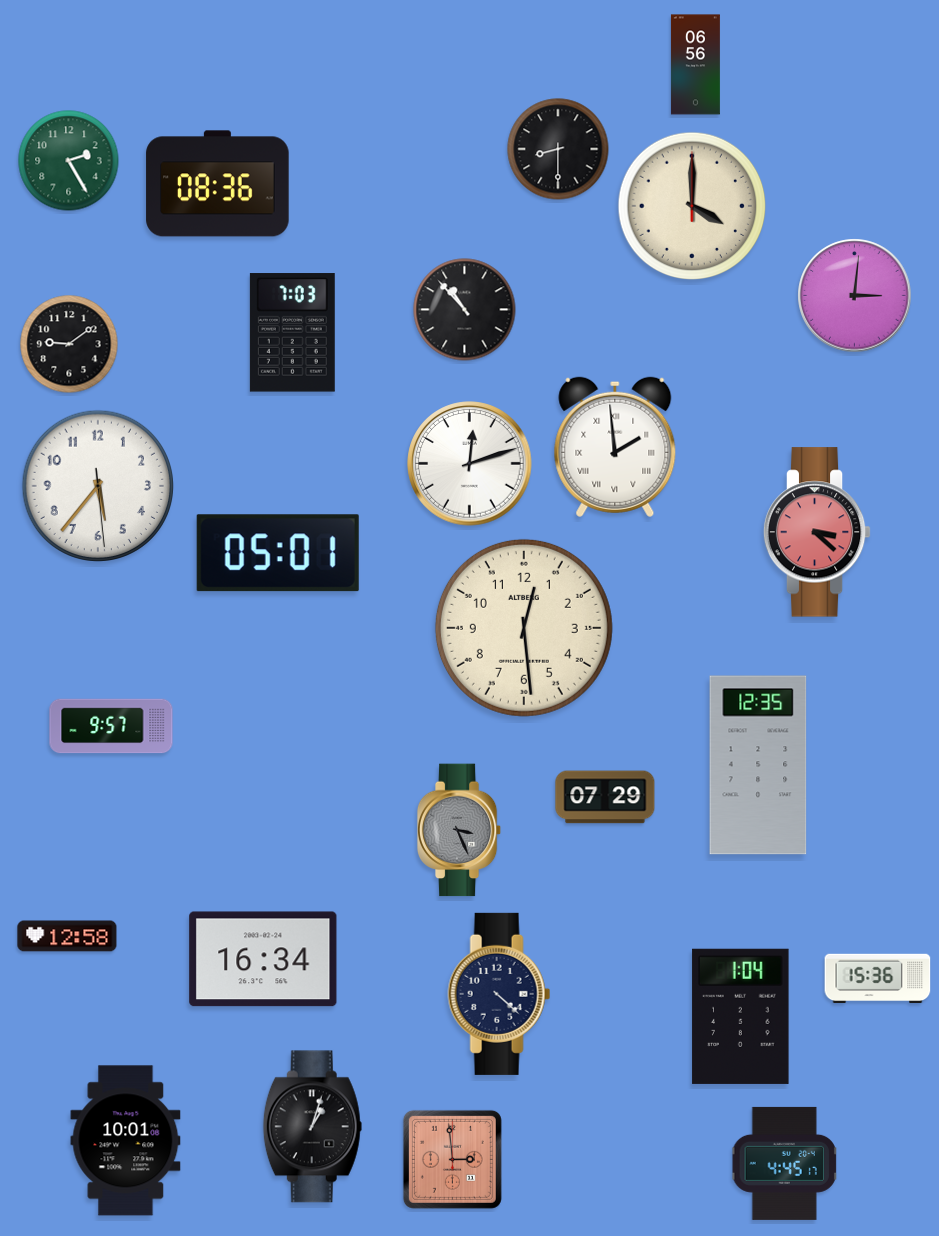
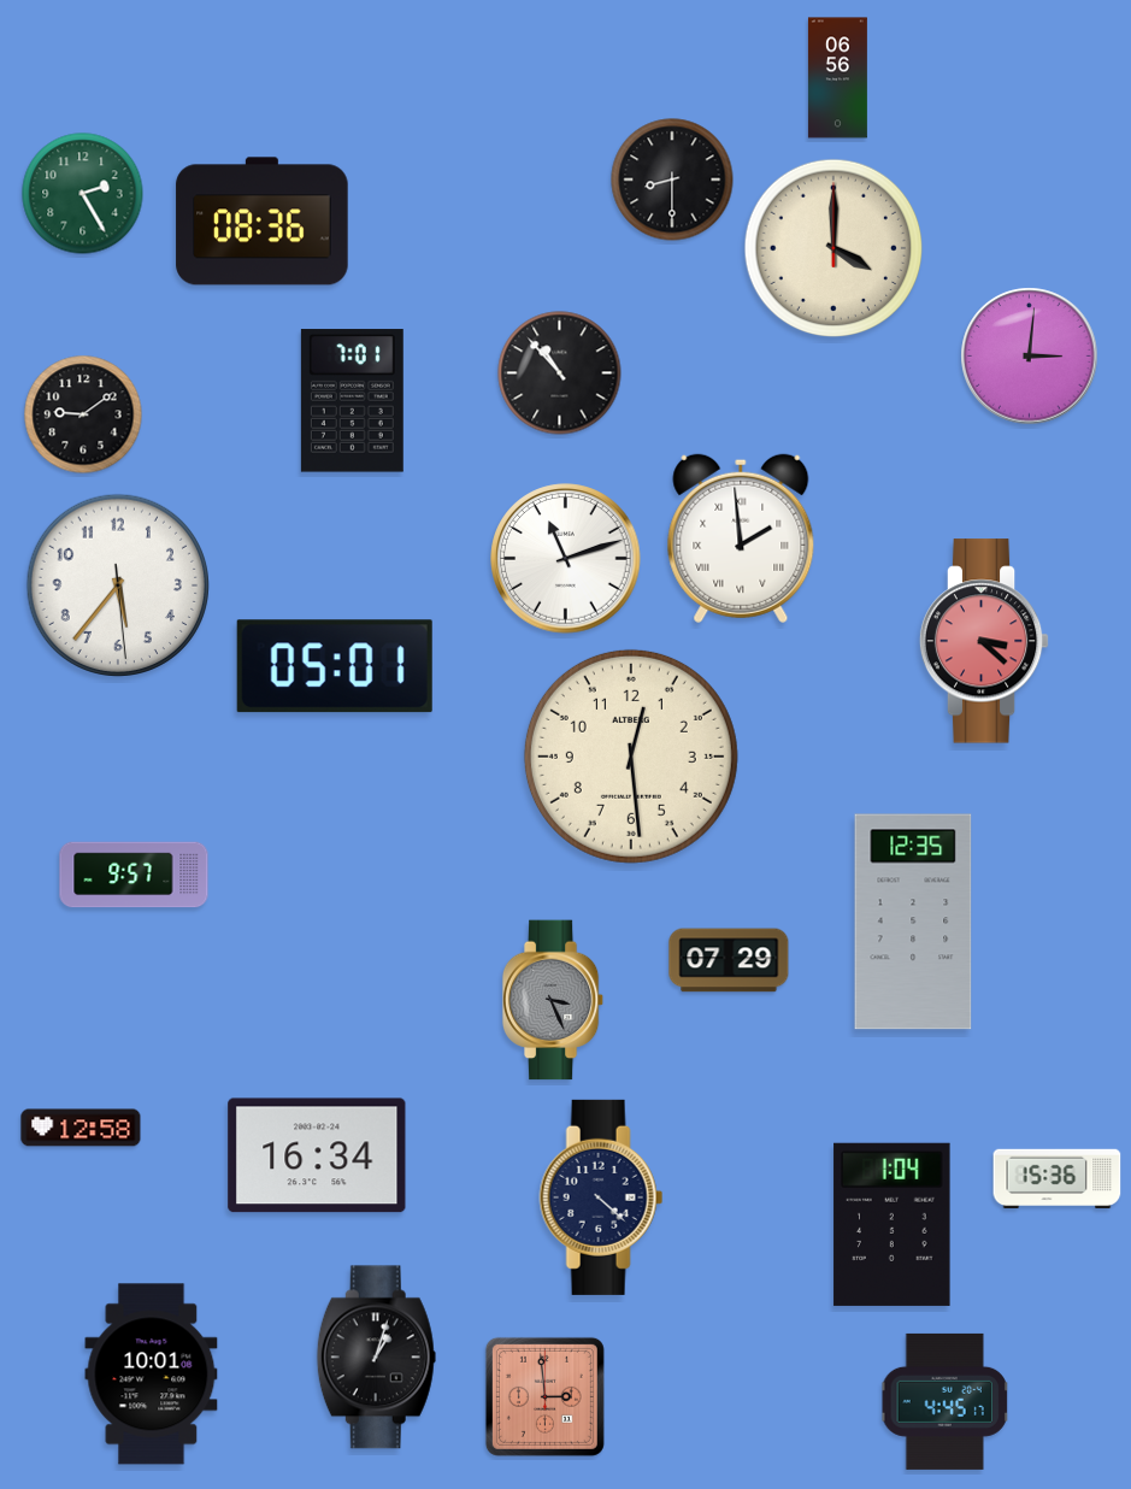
clock at (292, 333): 7:03 -> 7:01
clock at (470, 464): 12:12 -> 11:12
